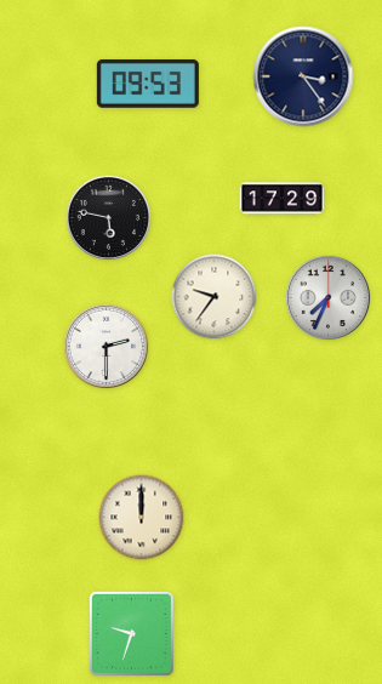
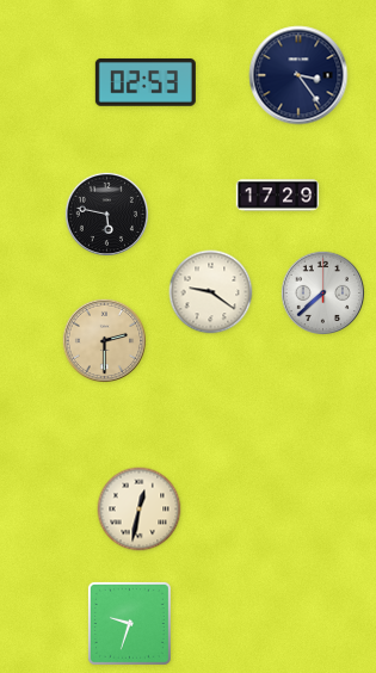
clock at (148, 84): 09:53 -> 02:53
clock at (215, 297): 9:36 -> 9:21
clock at (327, 297): 7:34 -> 7:38
clock at (106, 346) dial: white -> champagne
clock at (142, 518): 12:00 -> 12:32
